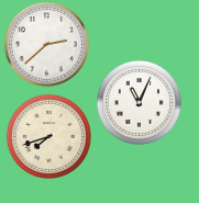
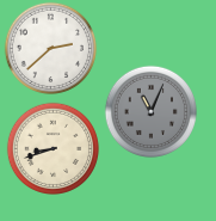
clock at (139, 102) dial: white -> grey
clock at (48, 136): 7:42 -> 8:42
